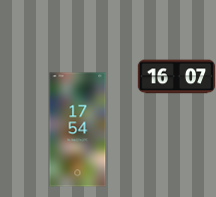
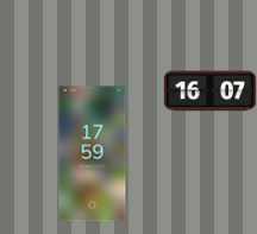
clock at (78, 130): 17:54 -> 17:59
